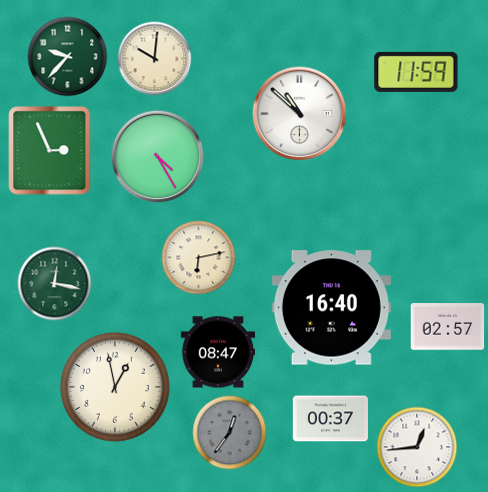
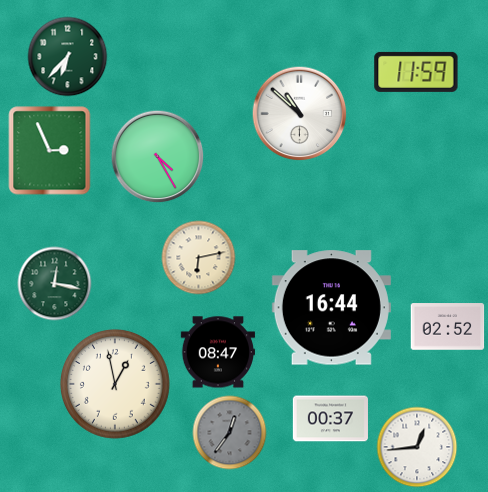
clock at (68, 57): 9:37 -> 6:37
clock at (155, 59): 10:01 -> none
clock at (331, 308): 16:40 -> 16:44
clock at (448, 327): 02:57 -> 02:52
clock at (115, 387) position: (115, 387) -> (115, 384)
